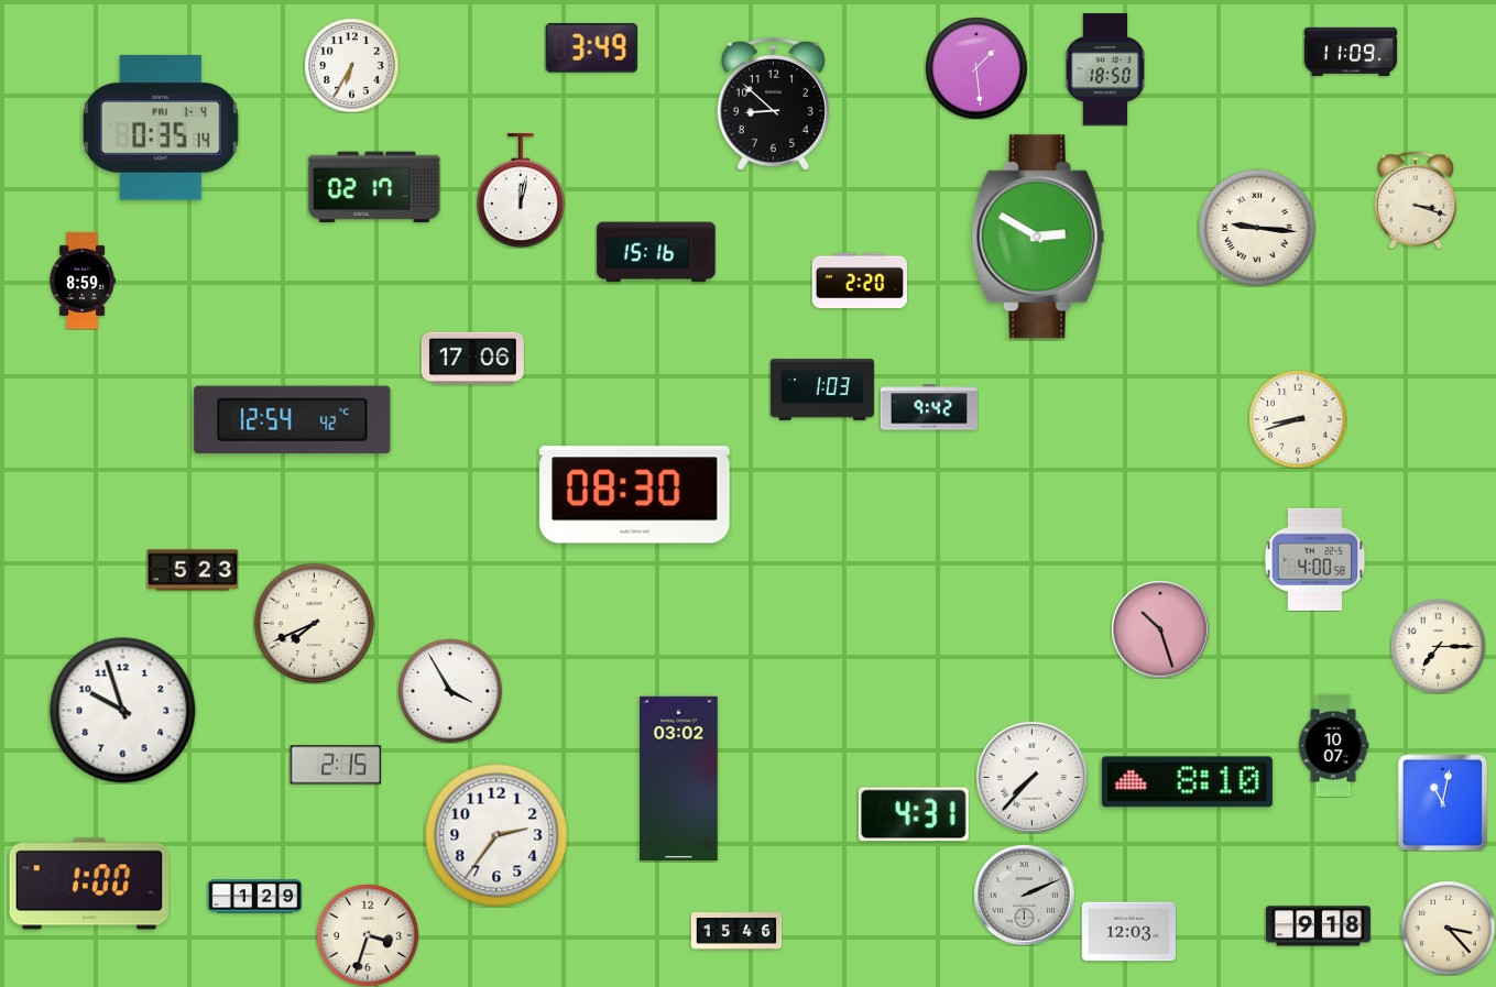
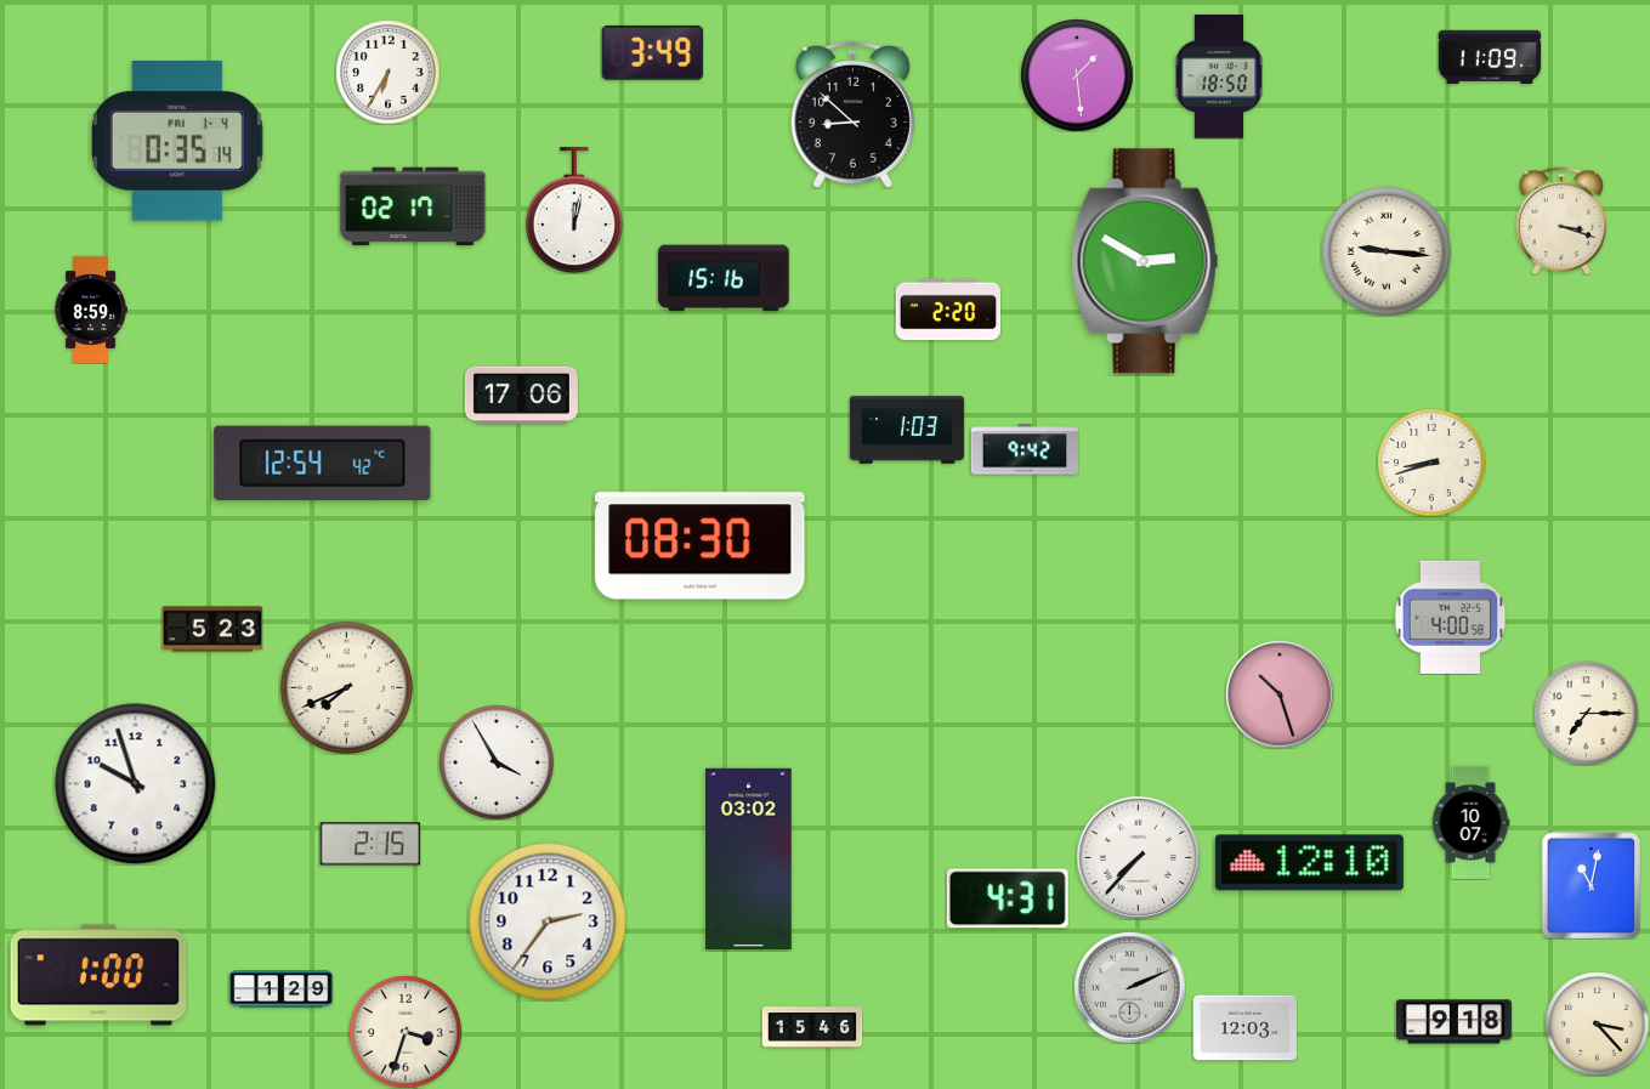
clock at (1187, 782): 8:10 -> 12:10
